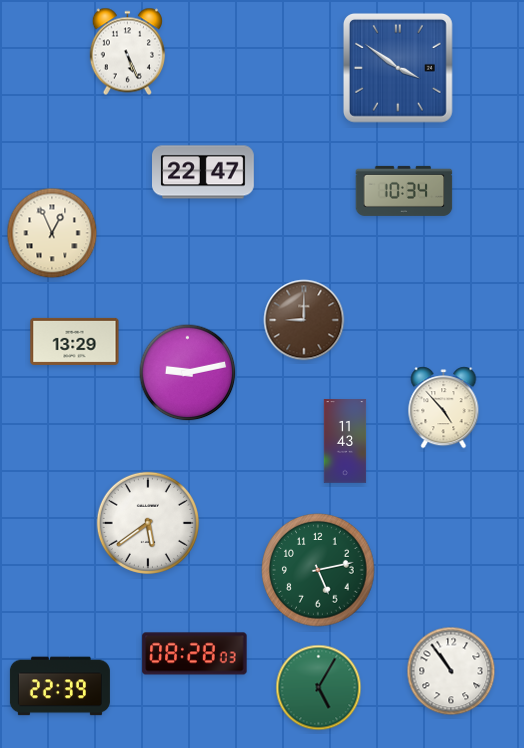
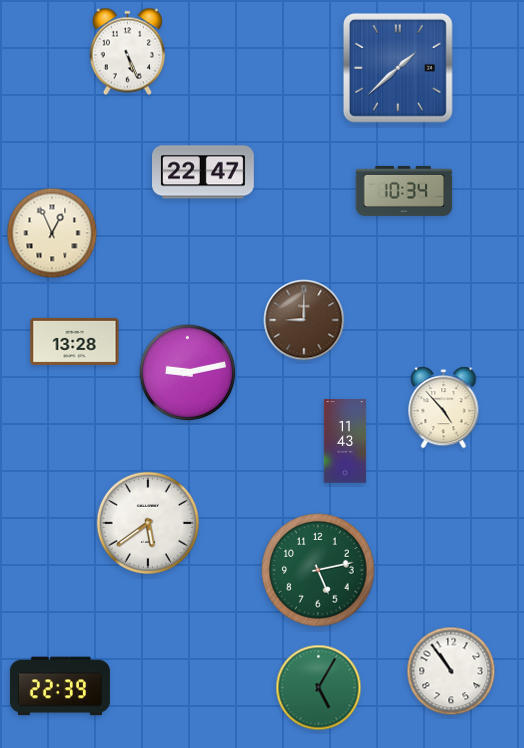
clock at (398, 68): 3:51 -> 1:38
clock at (75, 341): 13:29 -> 13:28
clock at (195, 654): 08:28 -> none
